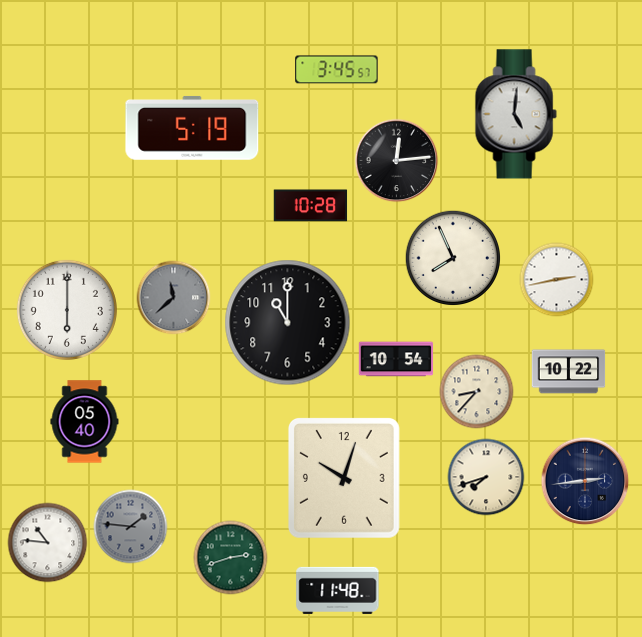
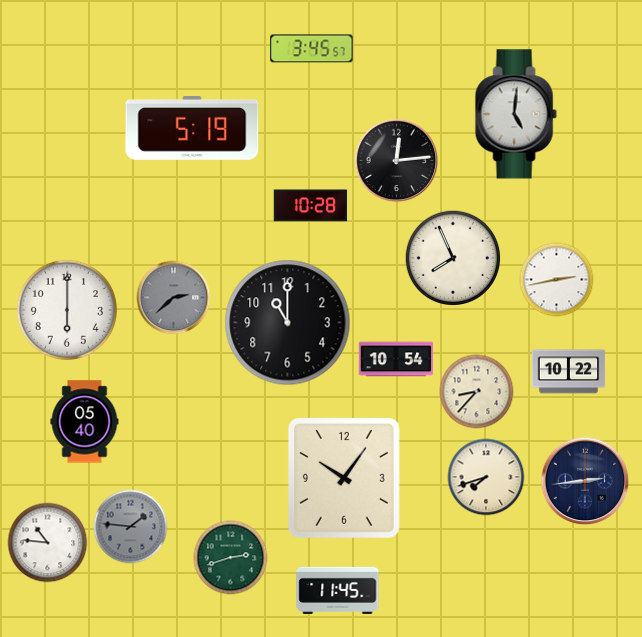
clock at (337, 70) position: (337, 70) -> (312, 49)
clock at (174, 298): 11:38 -> 2:38
clock at (344, 478): 10:03 -> 10:06
clock at (338, 590): 11:48 -> 11:45
